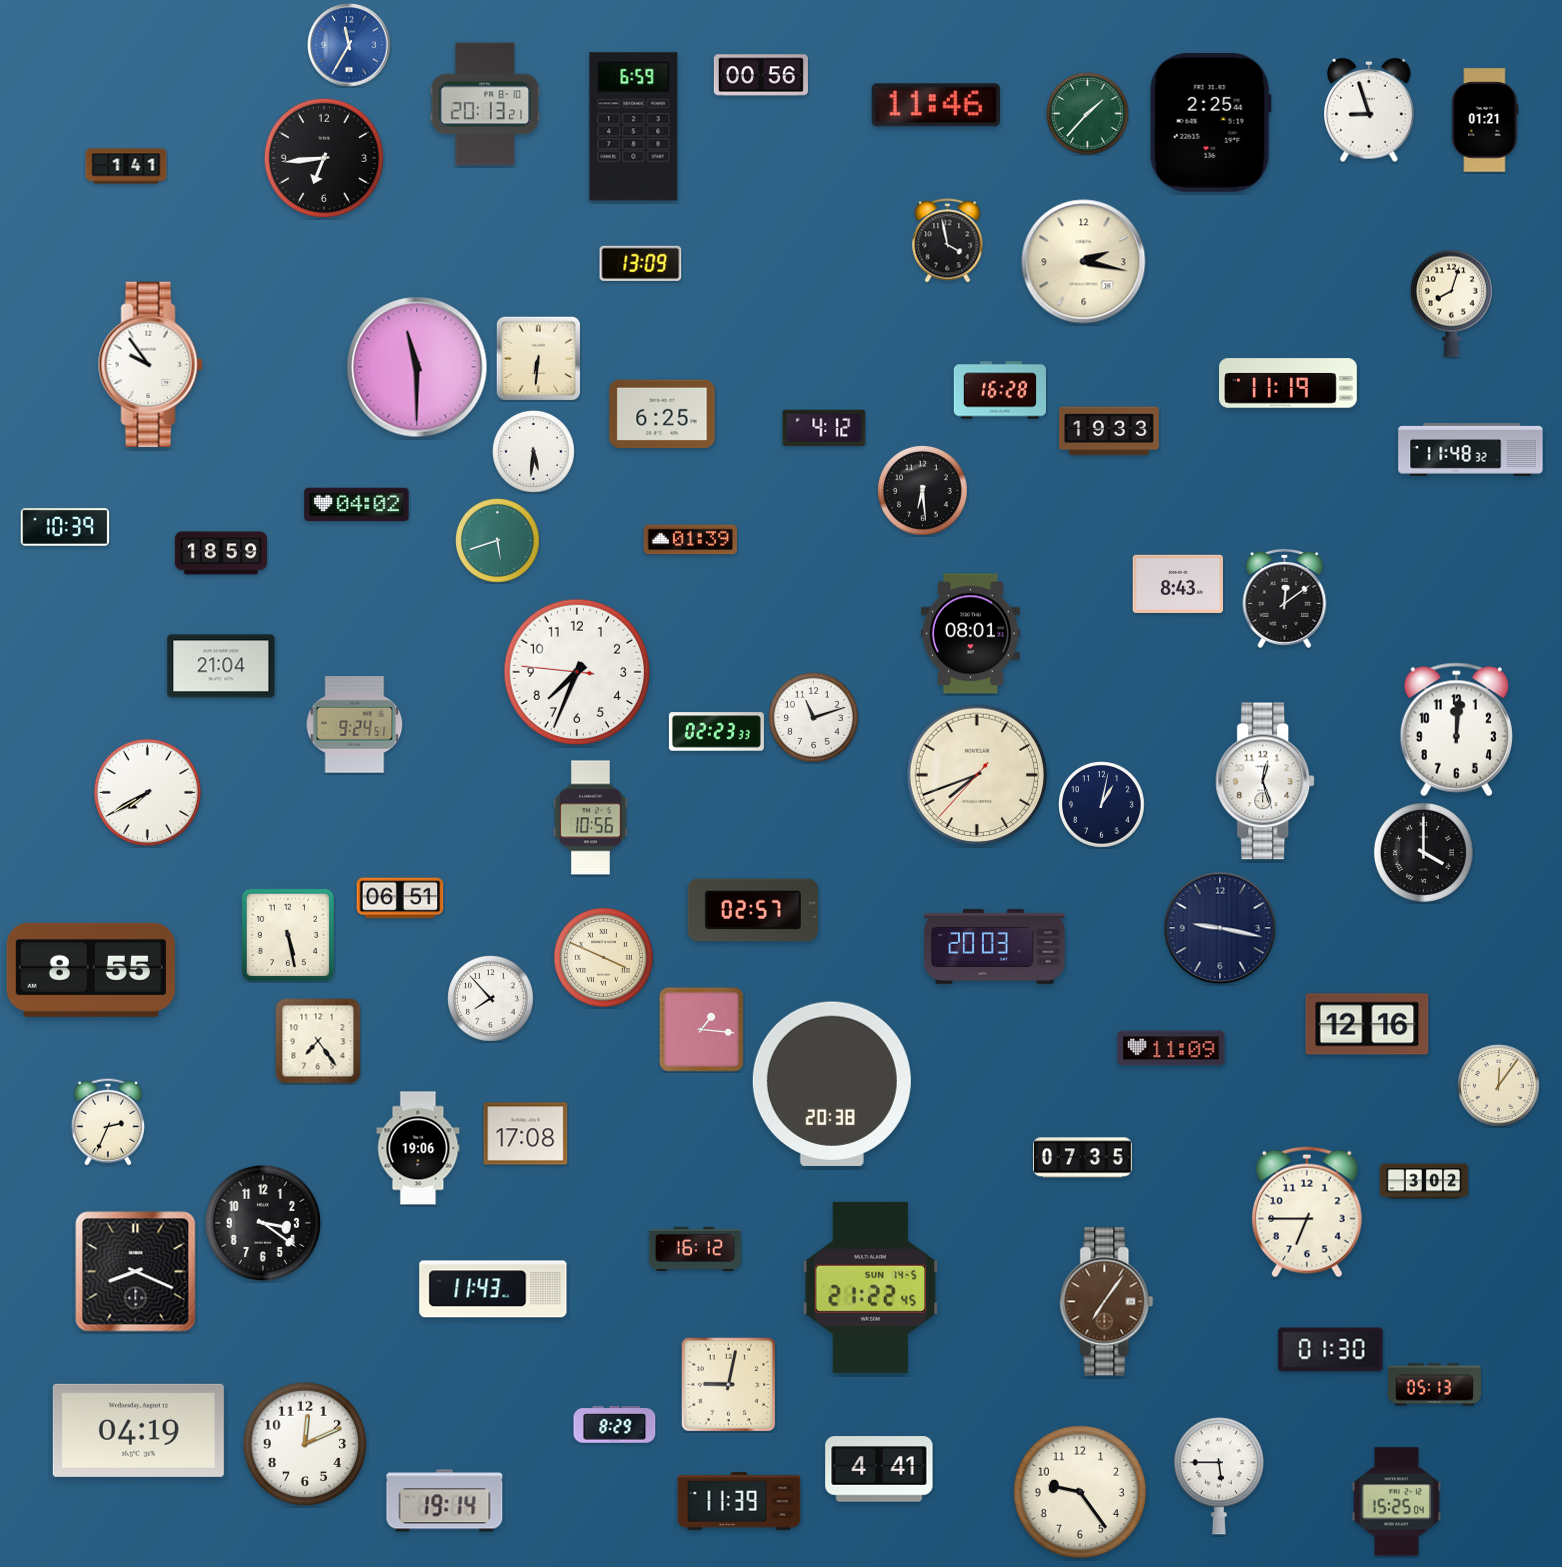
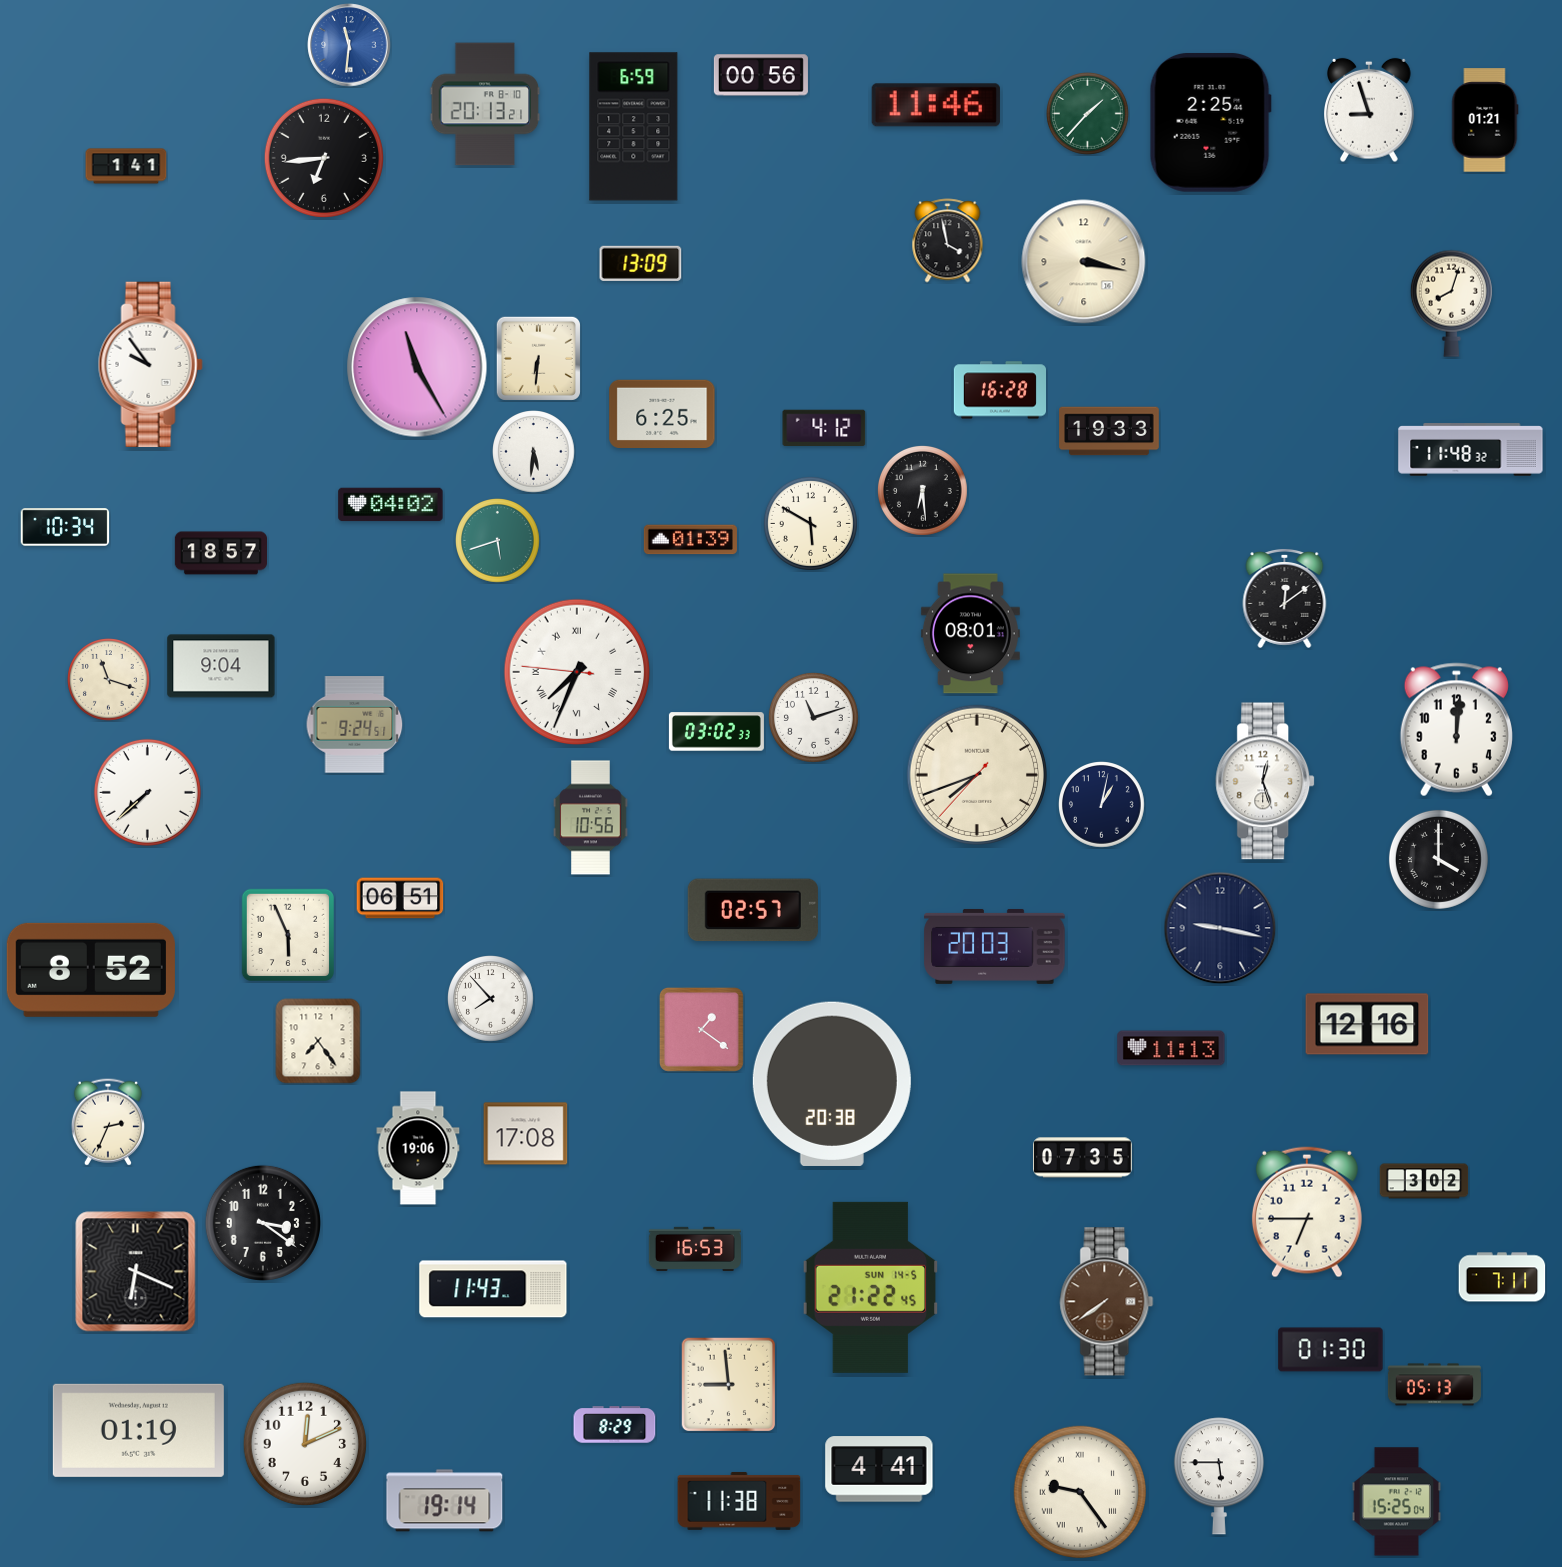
clock at (349, 45): 11:35 -> 11:31
clock at (1084, 262): 2:17 -> 3:17
clock at (417, 367): 11:30 -> 11:25
clock at (1288, 383): 11:19 -> none
clock at (357, 505) position: (357, 505) -> (391, 505)
clock at (810, 523): none -> 5:50
clock at (65, 527): 10:39 -> 10:34
clock at (220, 553): 18:59 -> 18:57
clock at (1177, 584): 8:43 -> none
clock at (221, 666): 21:04 -> 9:04
clock at (577, 672) numerals: Arabic -> Roman
clock at (109, 680): none -> 11:18
clock at (716, 732): 02:23 -> 03:02
clock at (147, 792): 7:40 -> 7:38
clock at (1423, 852) position: (1423, 852) -> (1438, 859)
clock at (288, 935): 5:28 -> 5:56
clock at (603, 957): 3:49 -> none
clock at (91, 970): 8:55 -> 8:52
clock at (701, 1029): 1:16 -> 1:21
clock at (1171, 1048): 11:09 -> 11:13
clock at (1499, 1086): 12:06 -> none
clock at (694, 1249): 16:12 -> 16:53
clock at (136, 1272): 8:19 -> 6:19
clock at (1502, 1277): none -> 7:11
clock at (1107, 1302): 7:06 -> 7:39
clock at (729, 1385): 9:02 -> 8:59
clock at (138, 1430): 04:19 -> 01:19
clock at (1079, 1491) numerals: Arabic -> Roman
clock at (739, 1501): 11:39 -> 11:38
